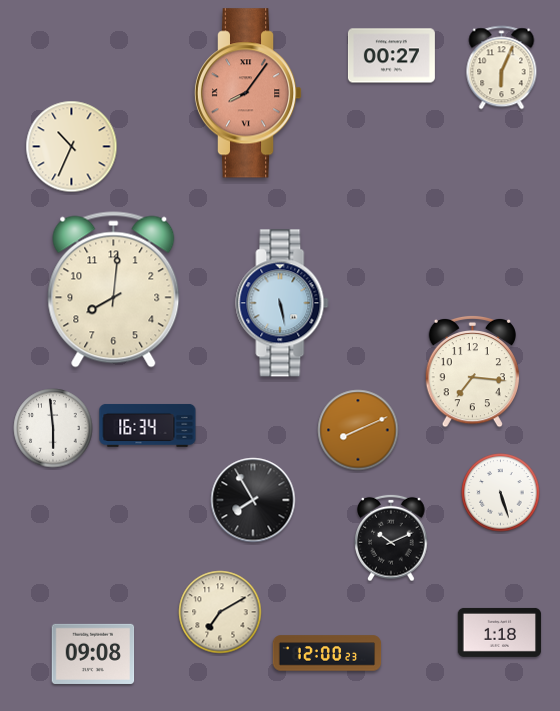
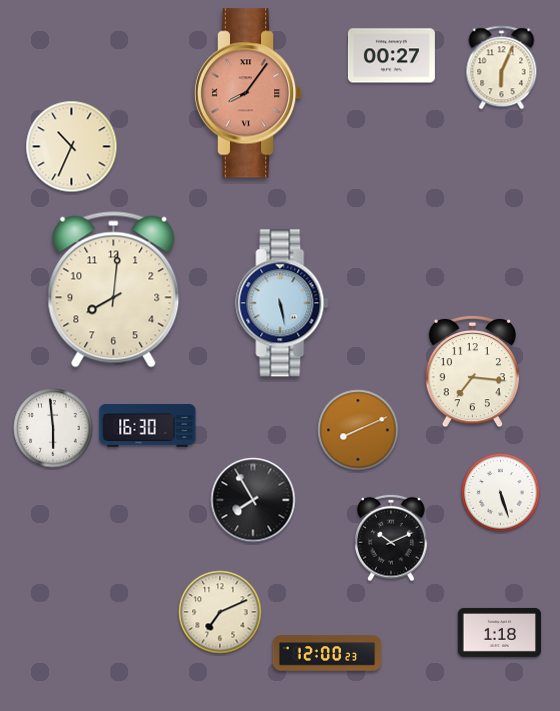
clock at (148, 425): 16:34 -> 16:30
clock at (220, 612): 7:10 -> 7:11
clock at (93, 654): 09:08 -> none
